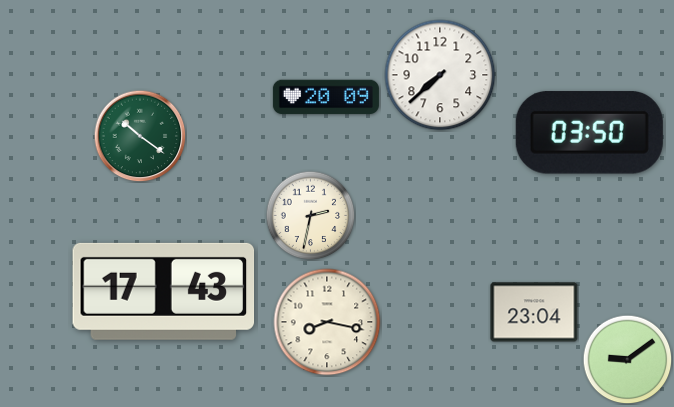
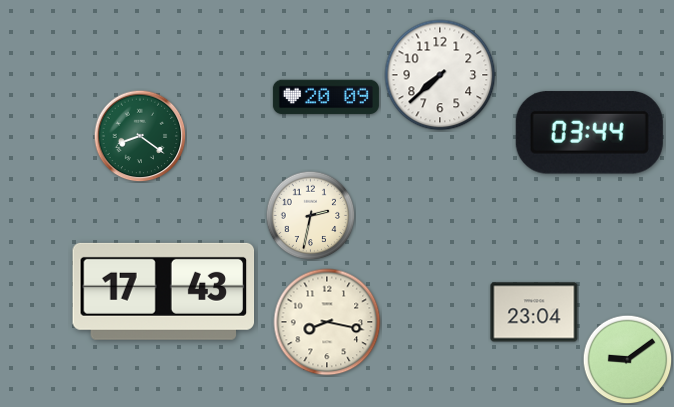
clock at (589, 133): 03:50 -> 03:44
clock at (140, 136): 10:21 -> 8:21
